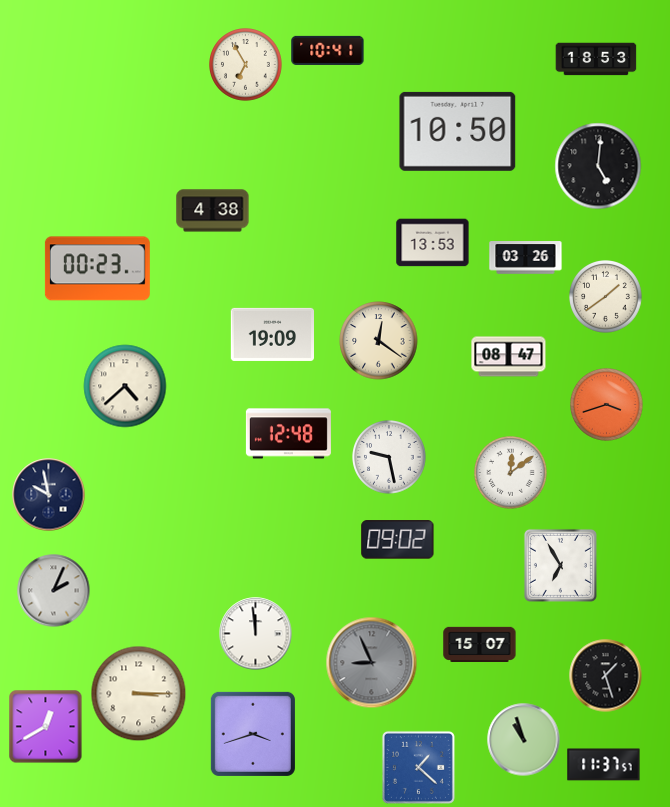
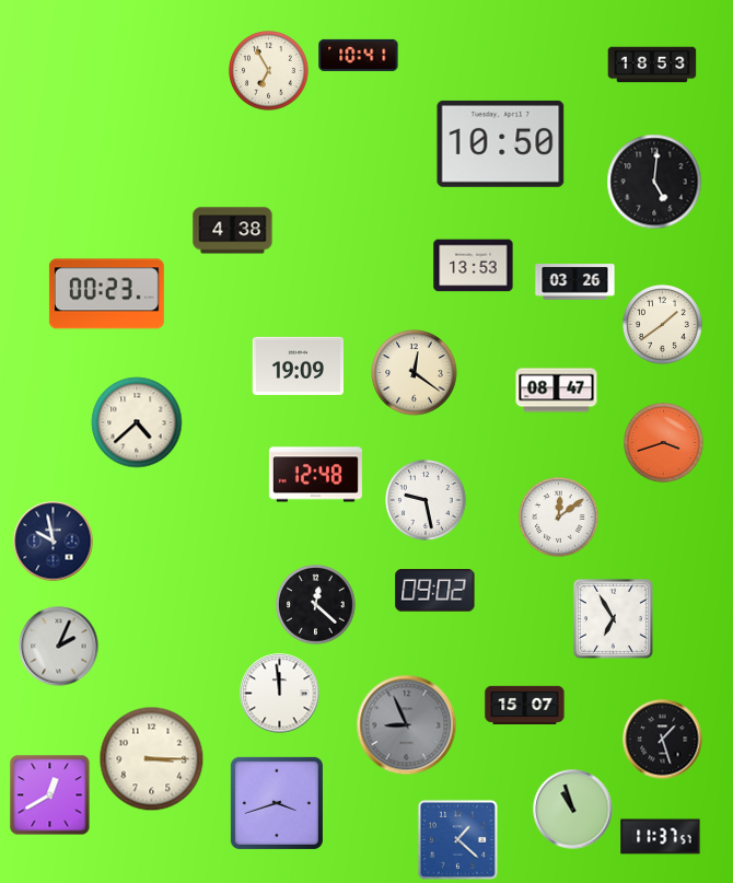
clock at (316, 605): none -> 12:22
